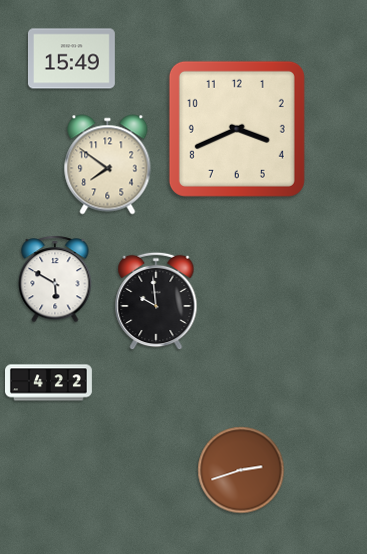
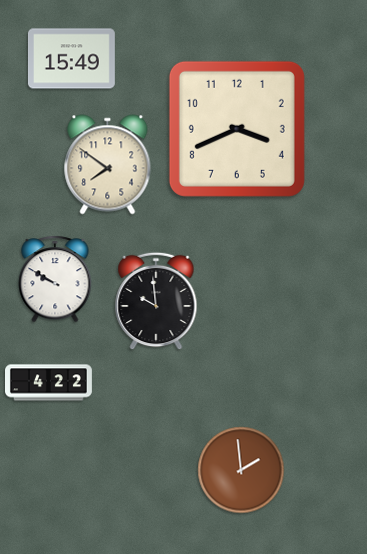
clock at (55, 279): 5:50 -> 9:50
clock at (241, 470): 2:42 -> 1:59
